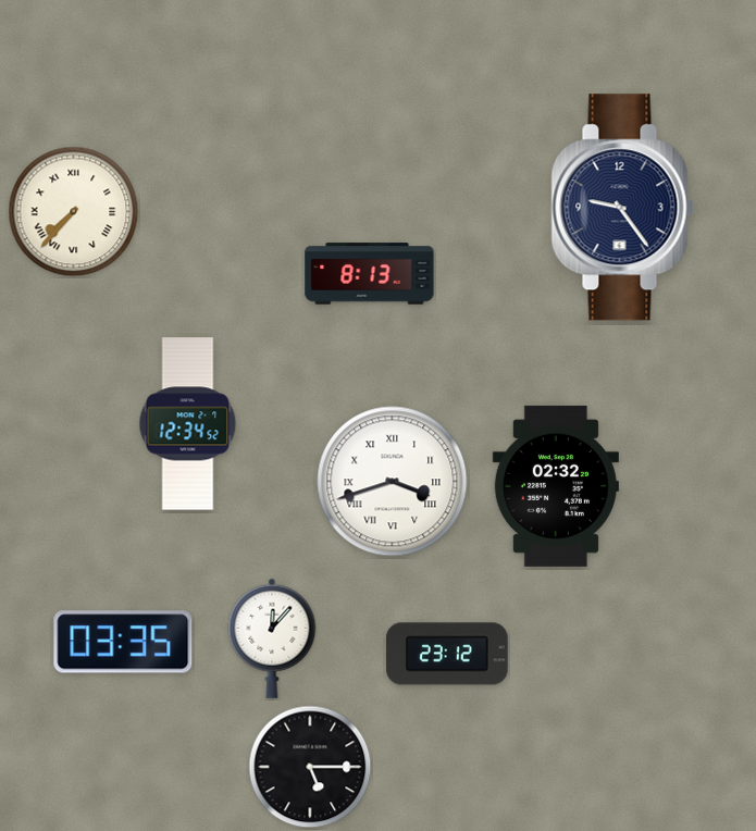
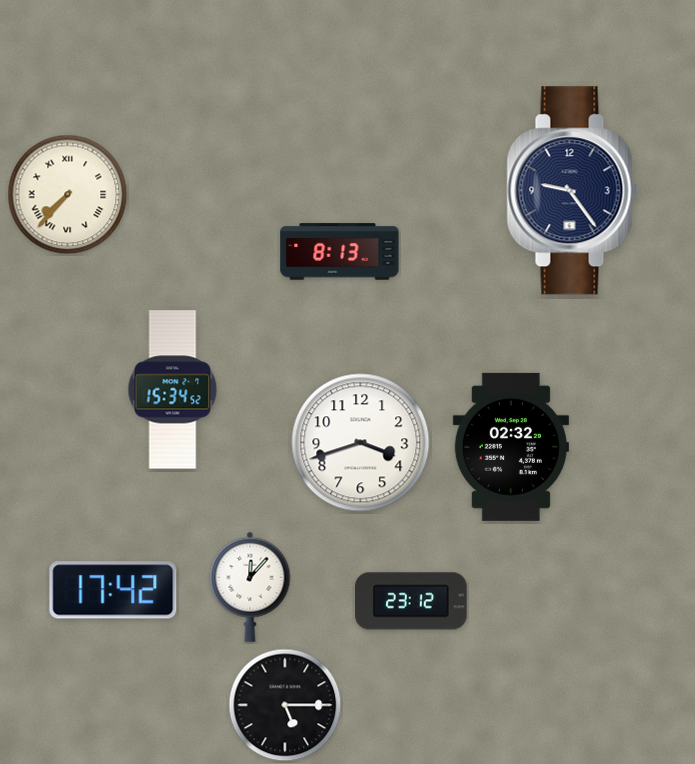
clock at (188, 424): 12:34 -> 15:34
clock at (393, 482) numerals: Roman -> Arabic
clock at (123, 642): 03:35 -> 17:42
